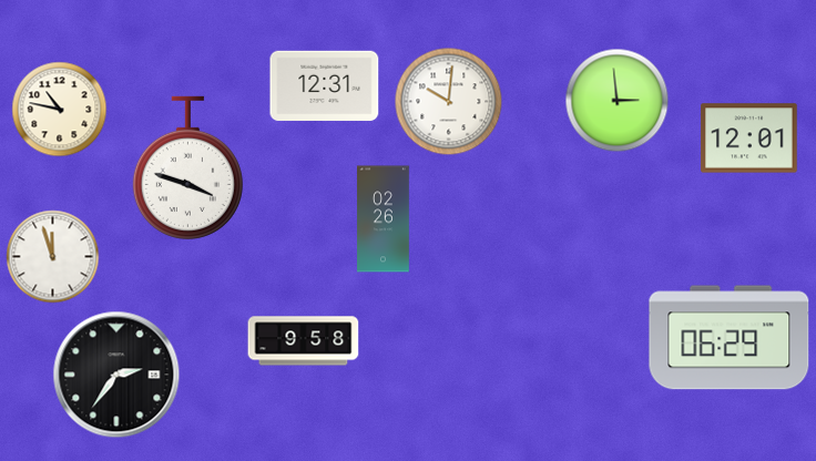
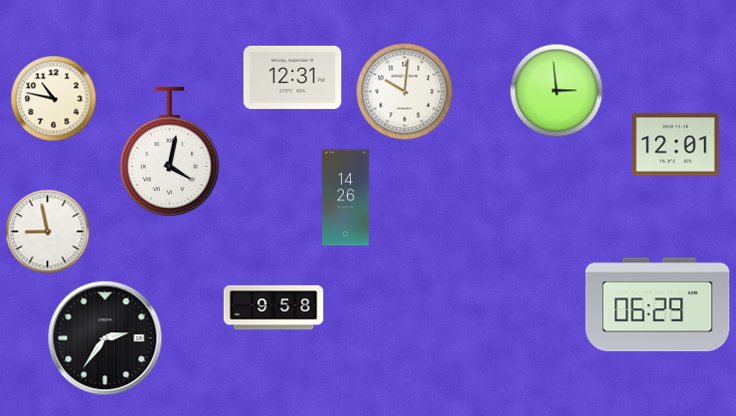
clock at (749, 139) position: (749, 139) -> (676, 145)
clock at (187, 167): 3:48 -> 4:02
clock at (384, 219): 02:26 -> 14:26
clock at (53, 257): 11:57 -> 8:58
